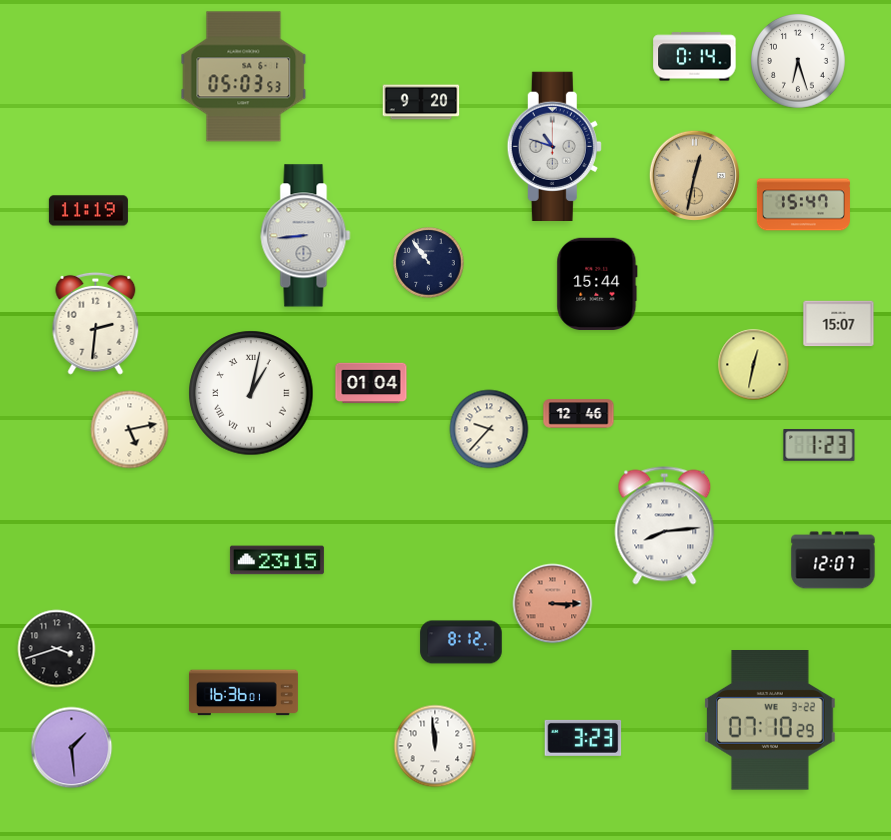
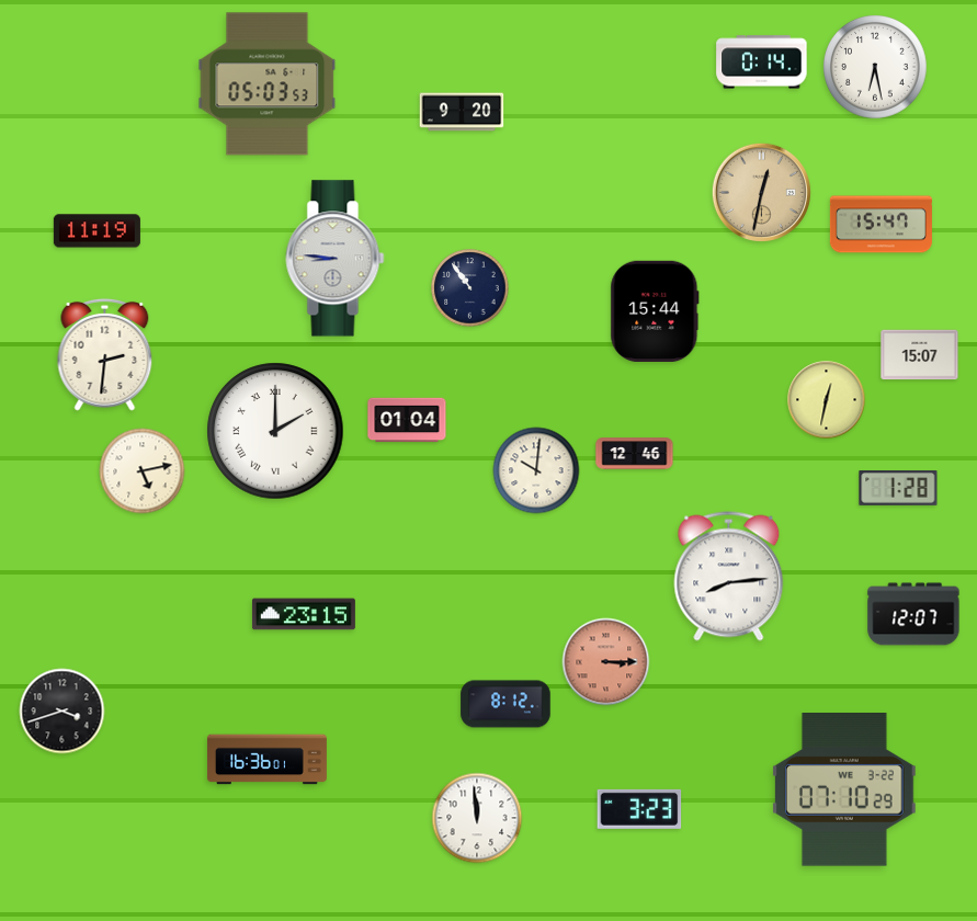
clock at (799, 62): 6:27 -> 6:28
clock at (554, 146): 10:48 -> none
clock at (306, 236): 8:44 -> 8:46
clock at (251, 393): 1:02 -> 2:00
clock at (489, 429): 9:37 -> 10:01
clock at (819, 446): 1:23 -> 1:28
clock at (72, 748): 1:29 -> none
